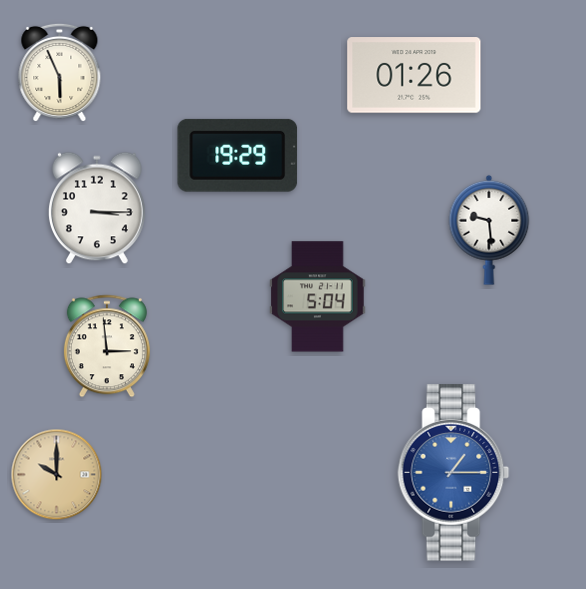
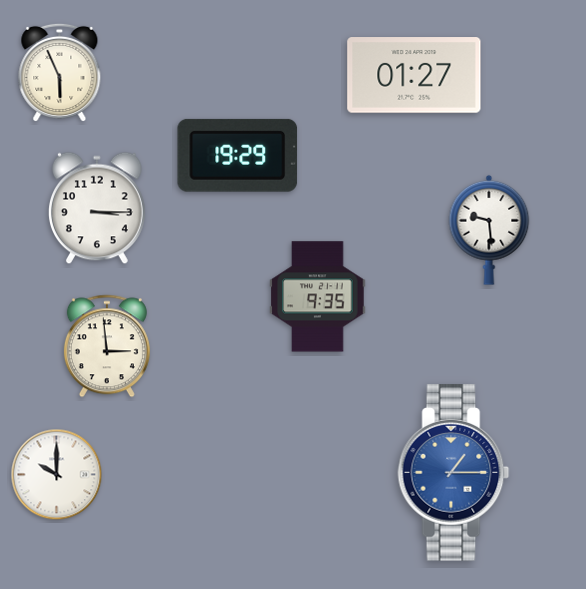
clock at (414, 75): 01:26 -> 01:27
clock at (318, 297): 5:04 -> 9:35
clock at (57, 475) dial: champagne -> white
